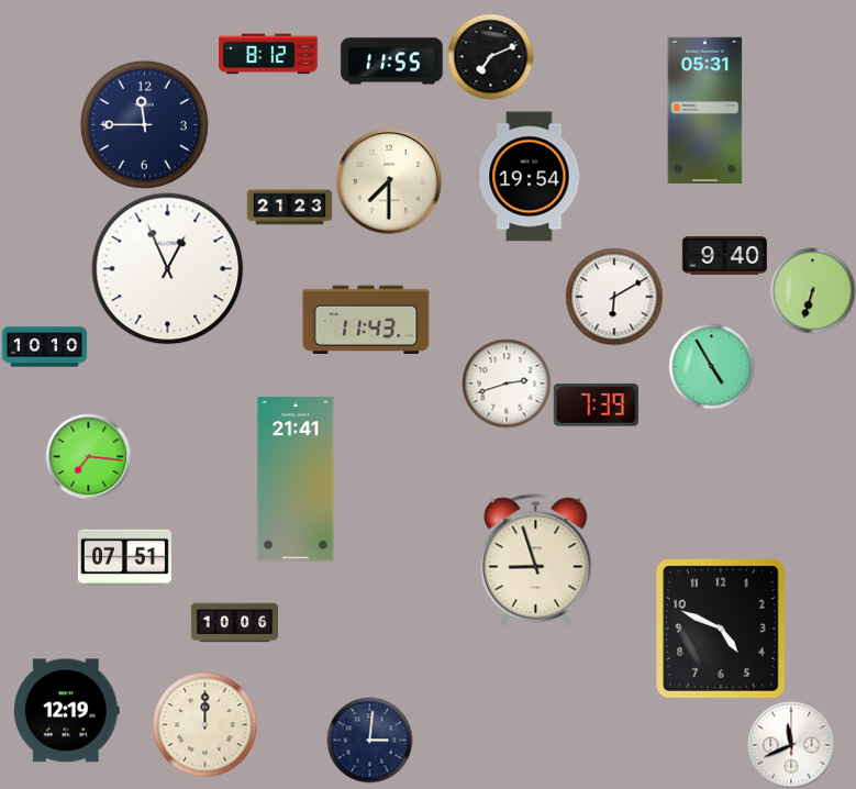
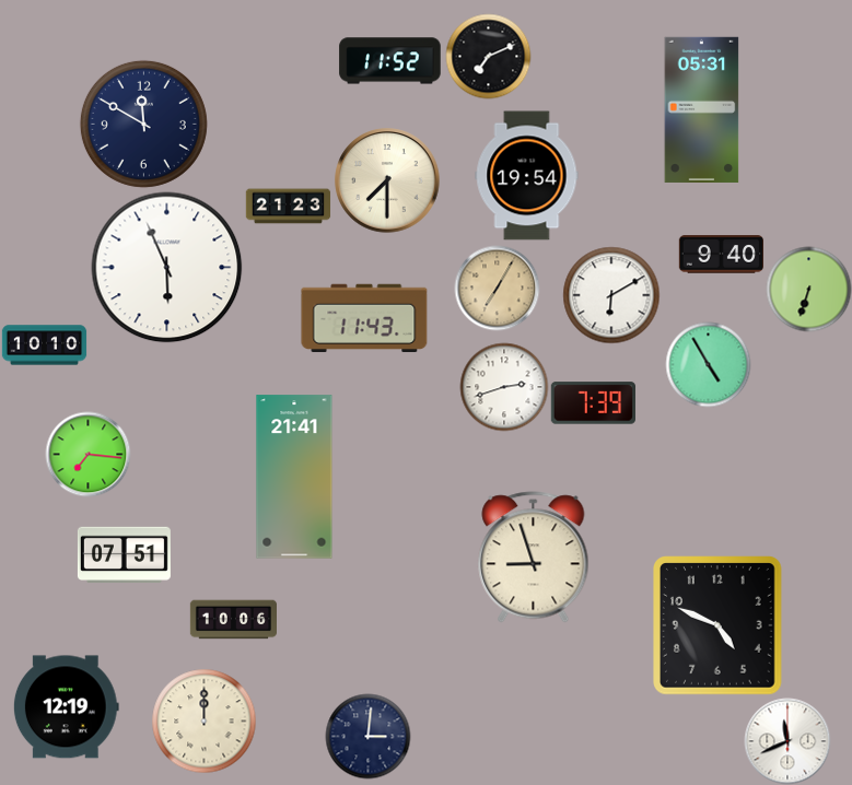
clock at (268, 54): 8:12 -> none
clock at (392, 62): 11:55 -> 11:52
clock at (144, 124): 11:45 -> 11:50
clock at (168, 269): 12:56 -> 5:56
clock at (497, 288): none -> 7:05
clock at (507, 384) position: (507, 384) -> (504, 387)
